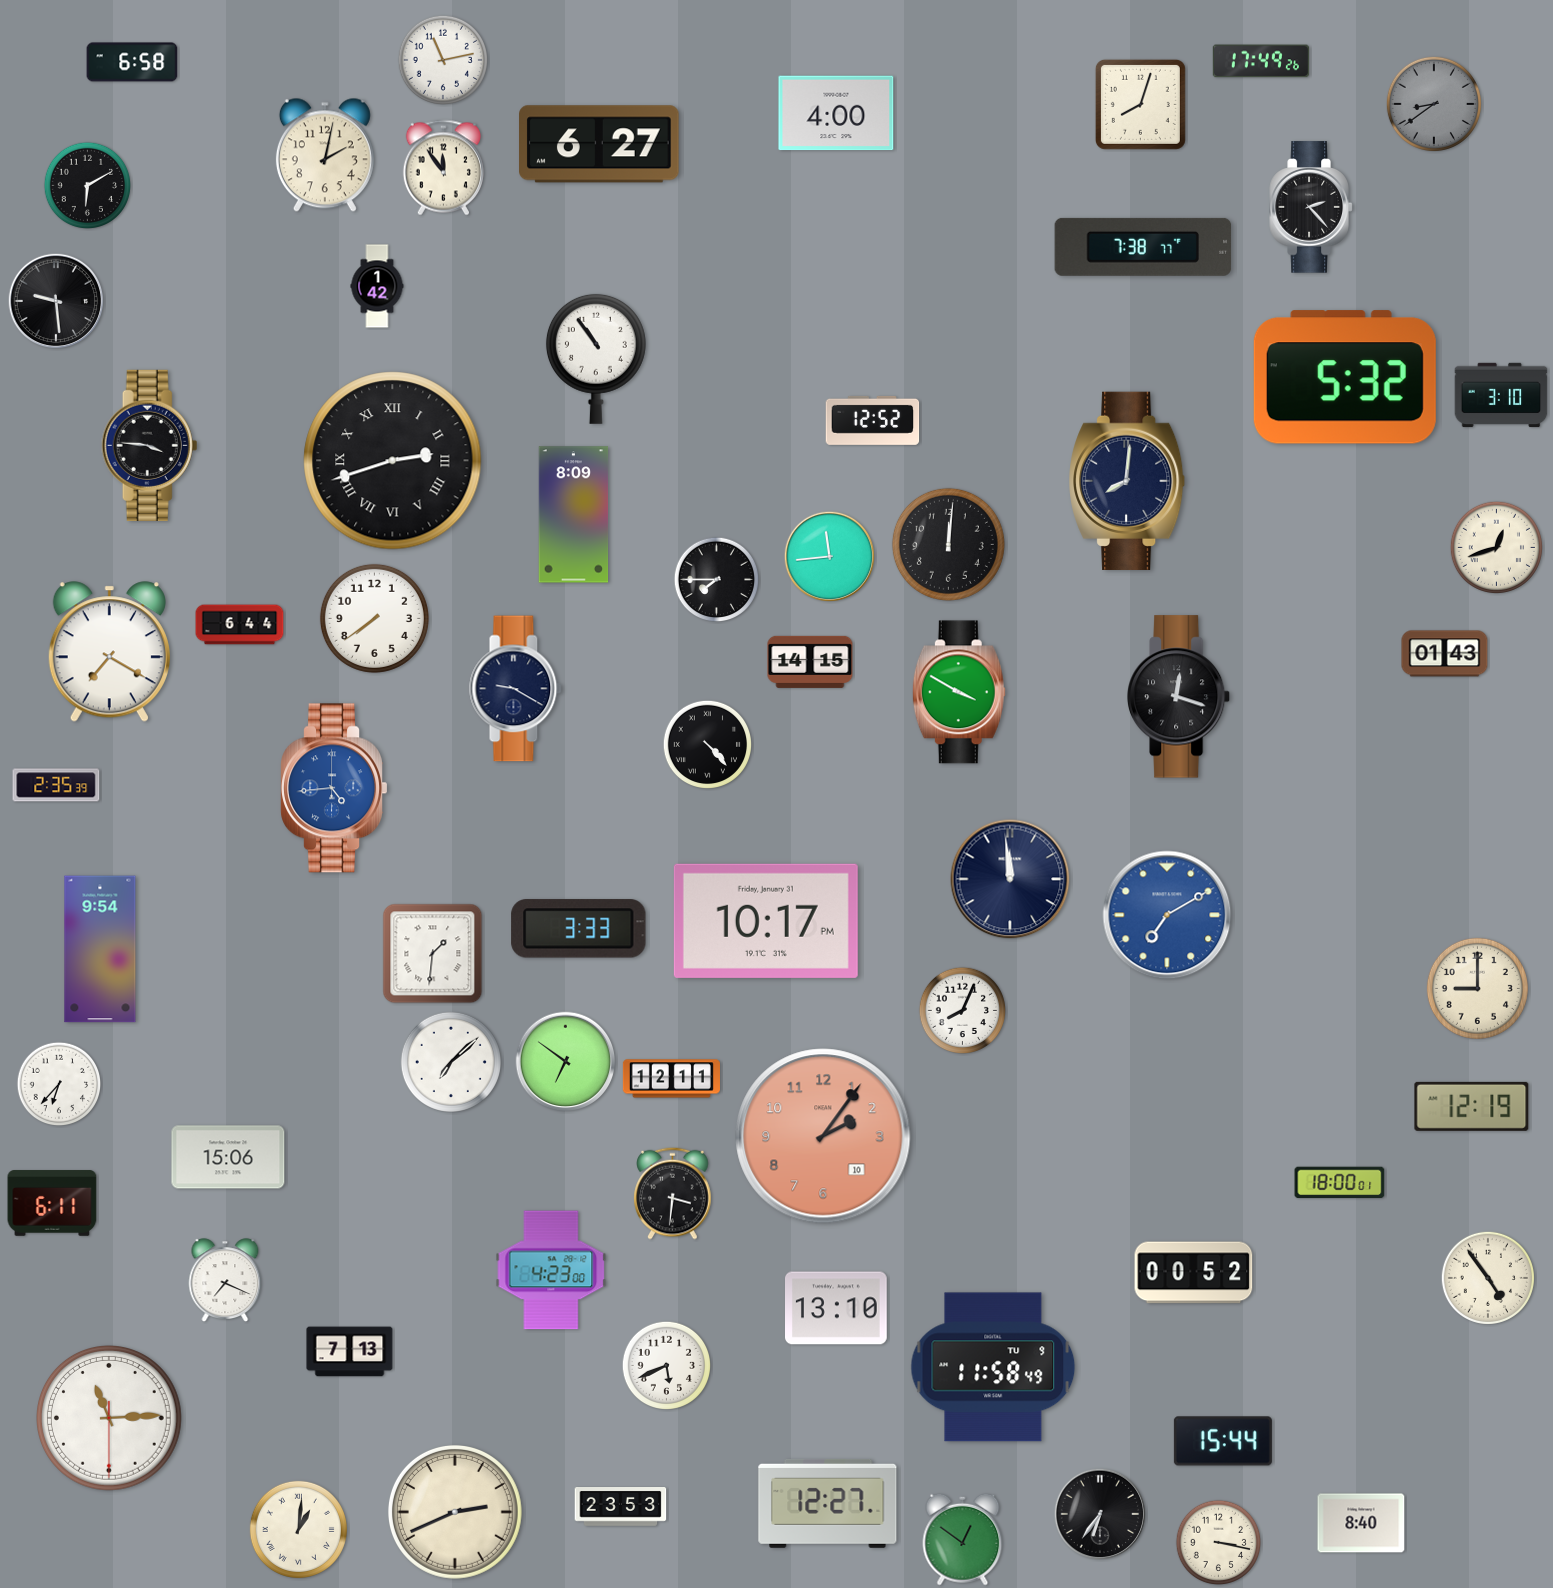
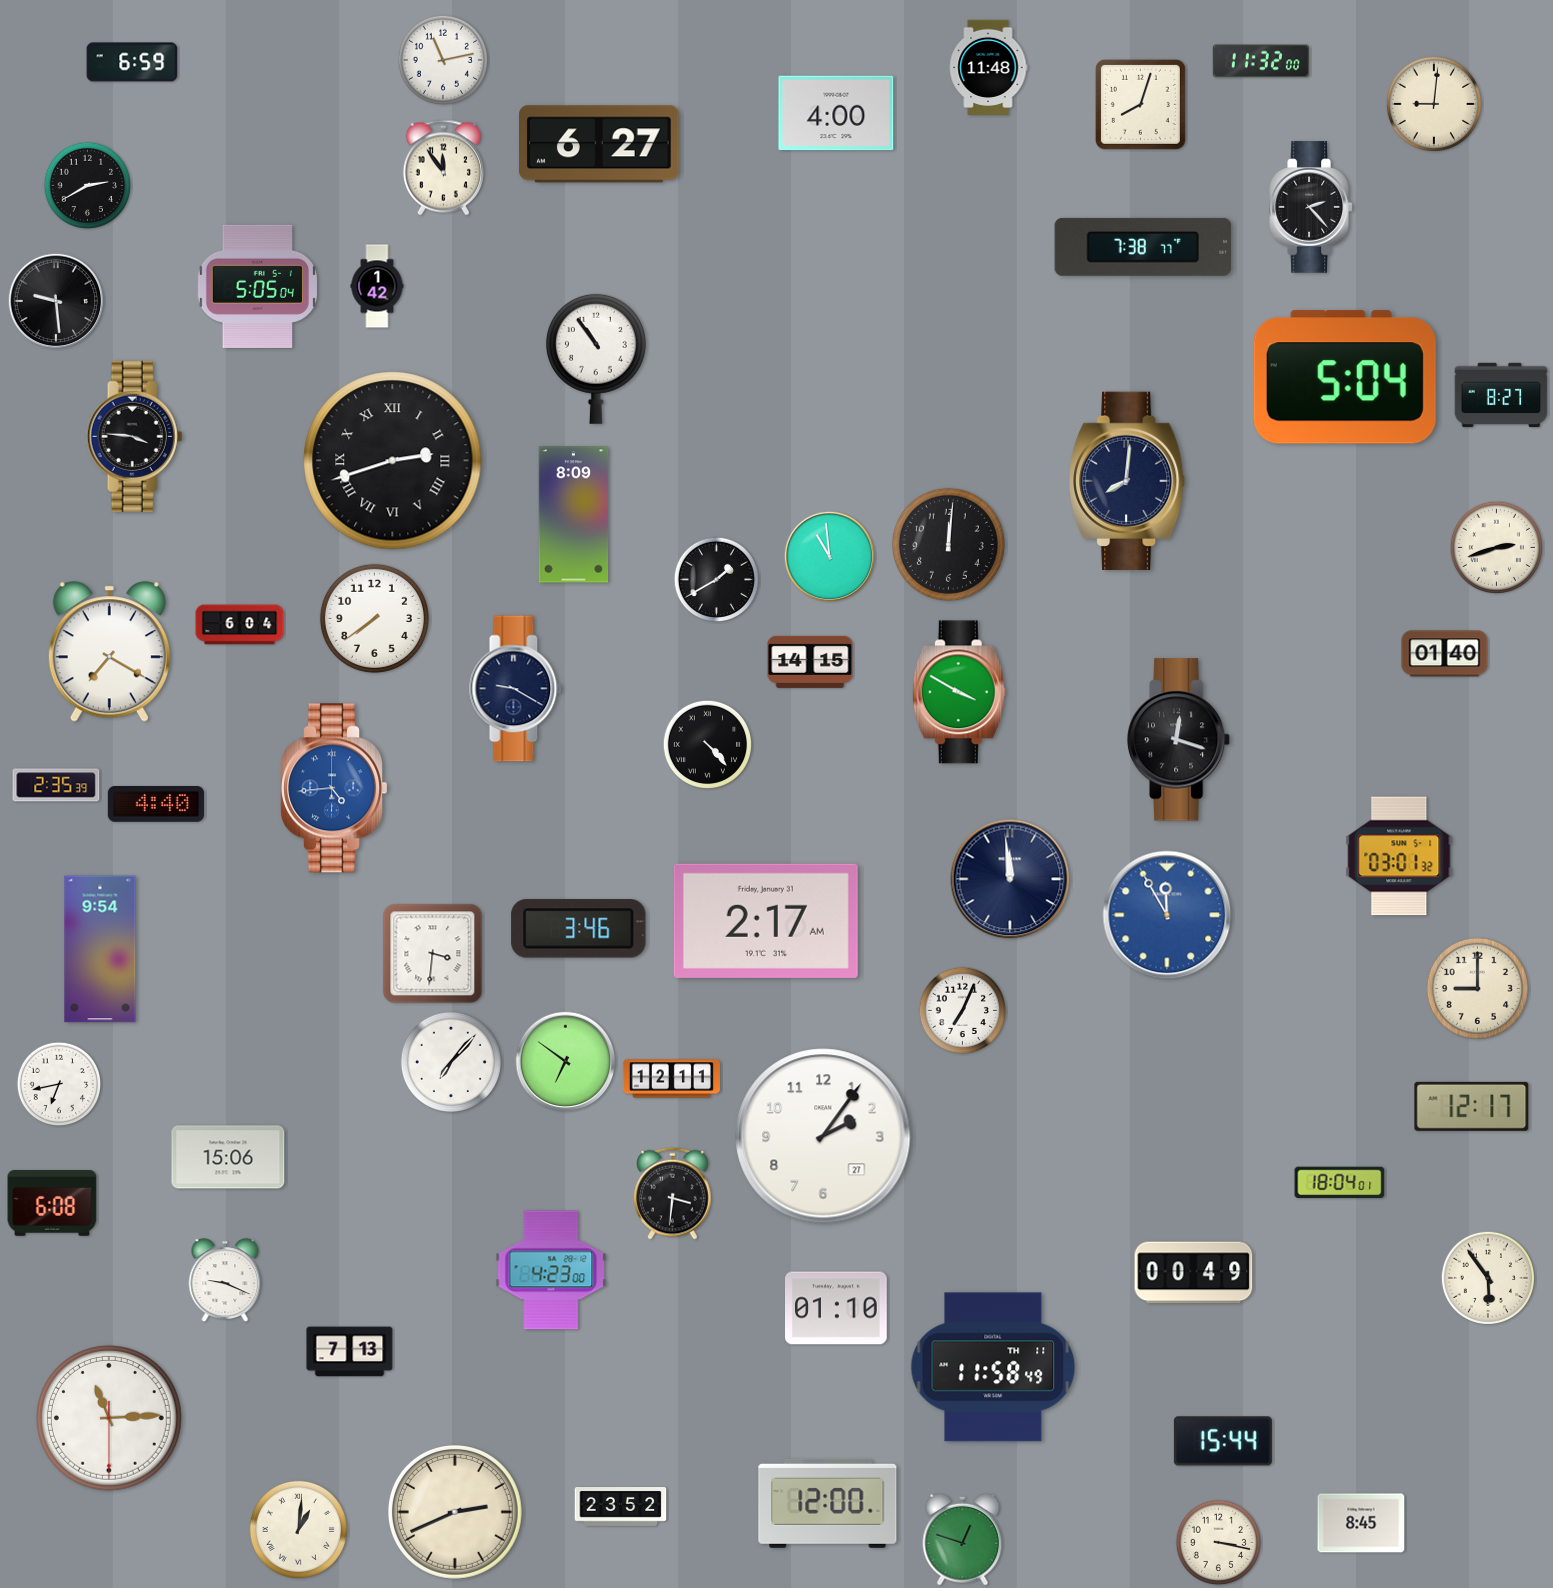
clock at (1261, 61): 17:49 -> 11:32
clock at (132, 62): 6:58 -> 6:59
clock at (988, 67): none -> 11:48
clock at (1434, 104): 8:39 -> 9:01
clock at (1434, 104) dial: grey -> cream
clock at (325, 155): 2:02 -> none
clock at (88, 186): 6:10 -> 2:40
clock at (257, 286): none -> 5:05
clock at (1345, 377): 5:32 -> 5:04
clock at (1501, 395): 3:10 -> 8:27
clock at (873, 420): 12:52 -> none
clock at (150, 445) position: (150, 445) -> (135, 436)
clock at (1496, 547): 12:42 -> 2:42
clock at (829, 556): 11:44 -> 10:59
clock at (717, 580): 7:45 -> 1:40
clock at (240, 625): 6:44 -> 6:04
clock at (1445, 654): 01:43 -> 01:40
clock at (1180, 697) position: (1180, 697) -> (1180, 740)
clock at (156, 804): none -> 4:40
clock at (1399, 856): none -> 03:01
clock at (1167, 915): 7:10 -> 11:55
clock at (766, 921): 10:17 -> 2:17
clock at (579, 929): 3:33 -> 3:46
clock at (433, 954): 1:31 -> 3:31
clock at (963, 1011): 8:04 -> 7:04
clock at (451, 1062): 7:08 -> 7:07
clock at (59, 1084): 6:37 -> 6:43
clock at (1472, 1106): 12:19 -> 12:17
clock at (823, 1136) date: 10 -> 27
clock at (823, 1136) dial: salmon -> white
clock at (1340, 1183): 18:00 -> 18:04
clock at (52, 1203): 6:11 -> 6:08
clock at (1194, 1273): 00:52 -> 00:49
clock at (1488, 1278): 4:54 -> 5:54
clock at (225, 1280): 7:19 -> 9:19
clock at (837, 1308): 13:10 -> 01:10
clock at (666, 1365): 5:41 -> none
clock at (993, 1367) date: TU 9 -> TH 11
clock at (828, 1503): 12:27 -> 12:00
clock at (621, 1507): 23:53 -> 23:52
clock at (1099, 1513): 6:36 -> none
clock at (1361, 1523): 8:40 -> 8:45
clock at (963, 1539): 12:51 -> 12:48
